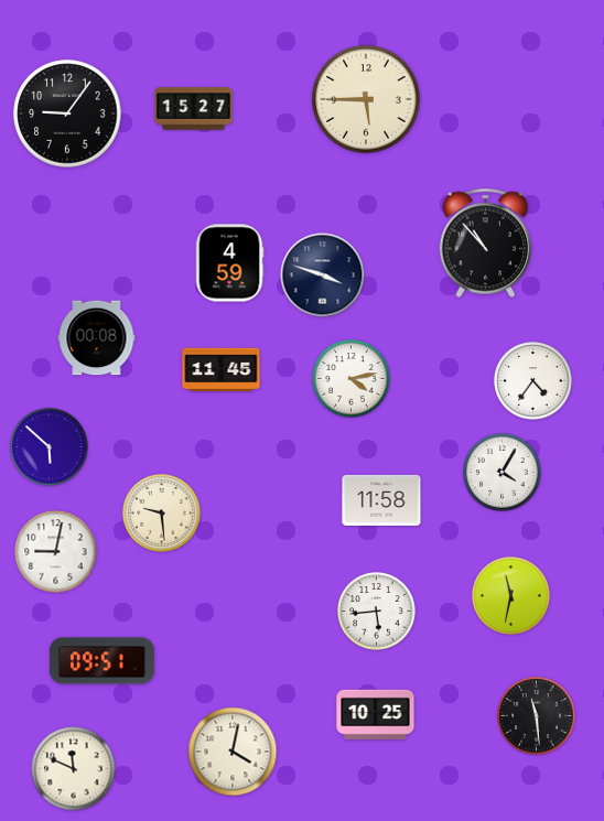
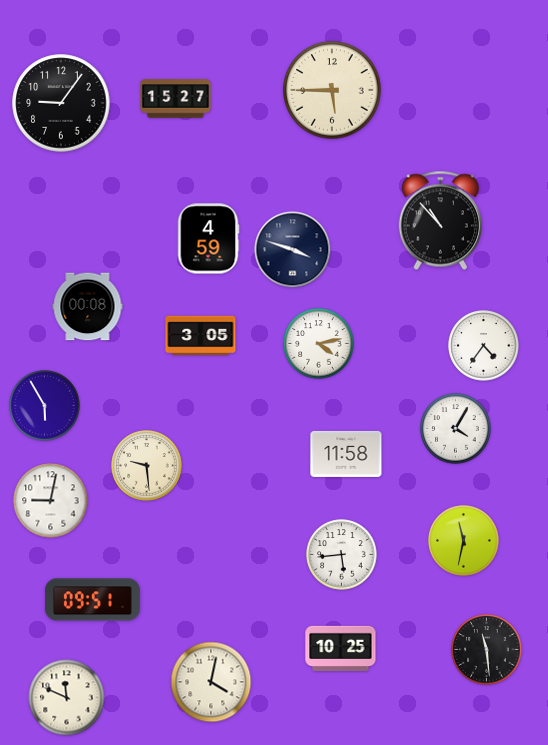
clock at (222, 370): 11:45 -> 3:05
clock at (50, 447): 5:52 -> 5:55
